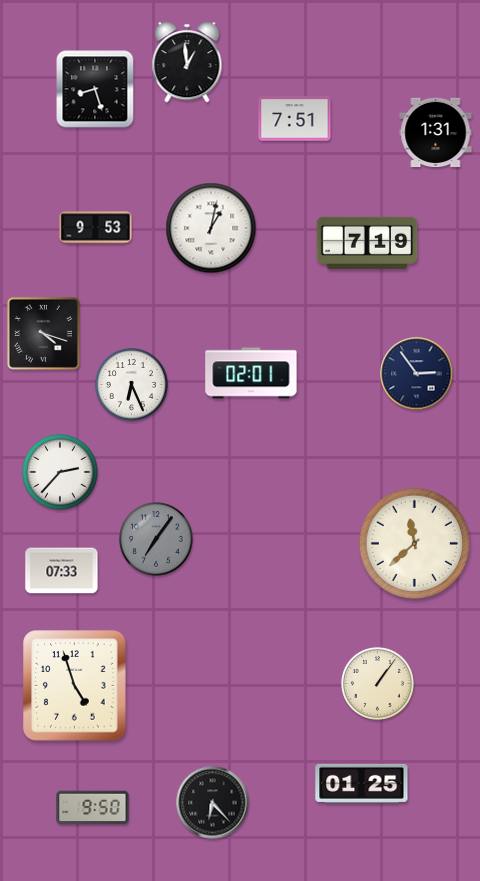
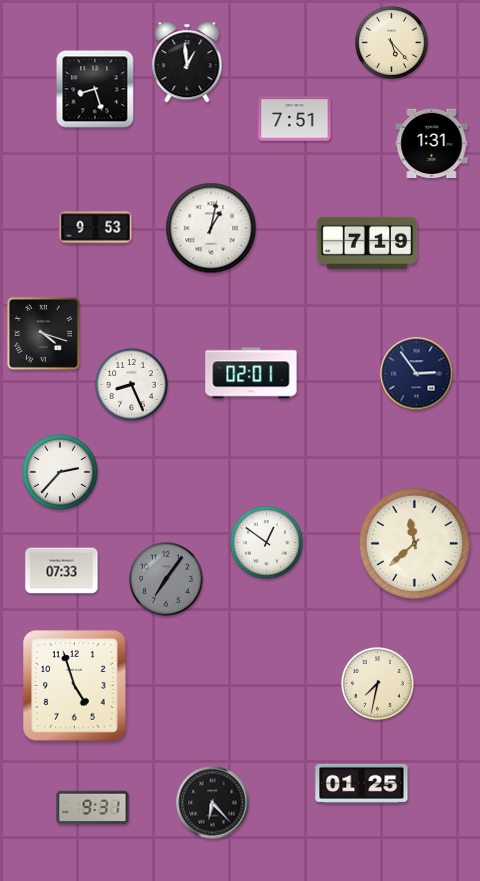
clock at (392, 43): none -> 5:23
clock at (436, 132) position: (436, 132) -> (432, 143)
clock at (132, 385): 6:26 -> 8:26
clock at (157, 540) position: (157, 540) -> (167, 580)
clock at (267, 543): none -> 12:51
clock at (378, 684): 1:06 -> 7:32
clock at (93, 808): 9:50 -> 9:31
